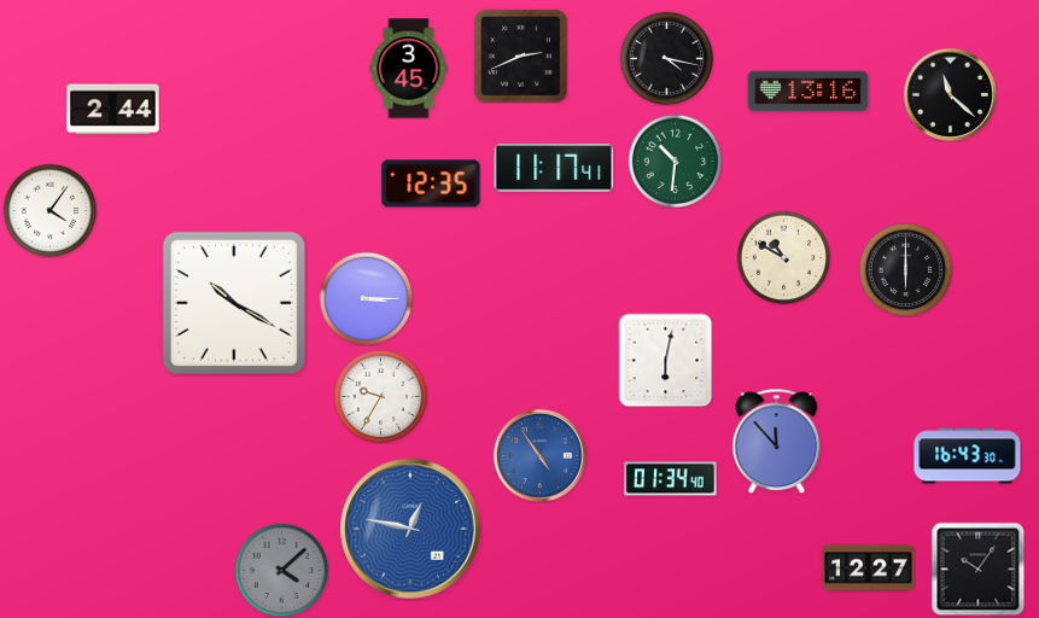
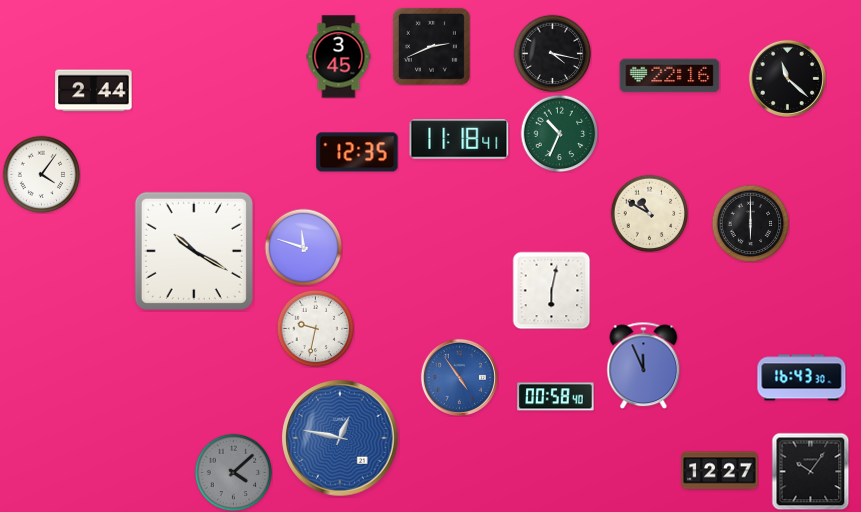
clock at (666, 58) position: (666, 58) -> (552, 53)
clock at (809, 92): 13:16 -> 22:16
clock at (675, 161): 10:31 -> 10:34
clock at (554, 168): 11:17 -> 11:18
clock at (366, 298): 3:15 -> 11:48
clock at (665, 360) position: (665, 360) -> (551, 290)
clock at (380, 396): 9:35 -> 9:32
clock at (777, 441): 11:53 -> 11:56
clock at (539, 455) position: (539, 455) -> (459, 377)
clock at (671, 479): 01:34 -> 00:58
